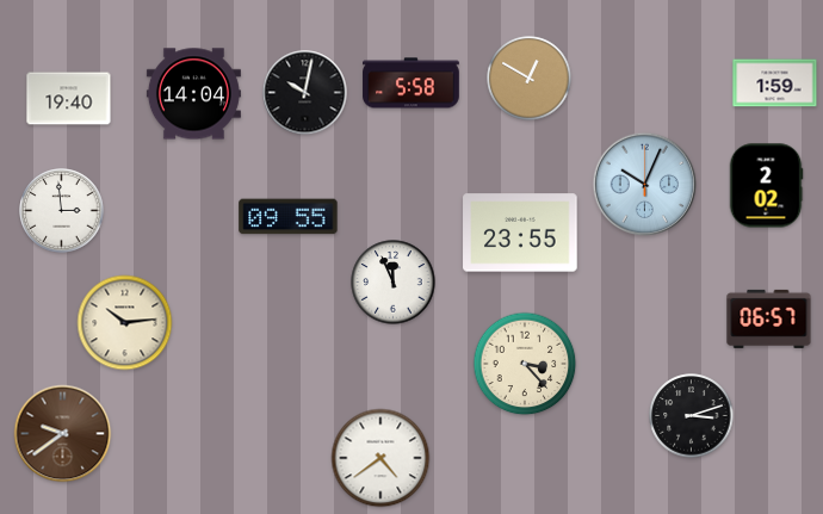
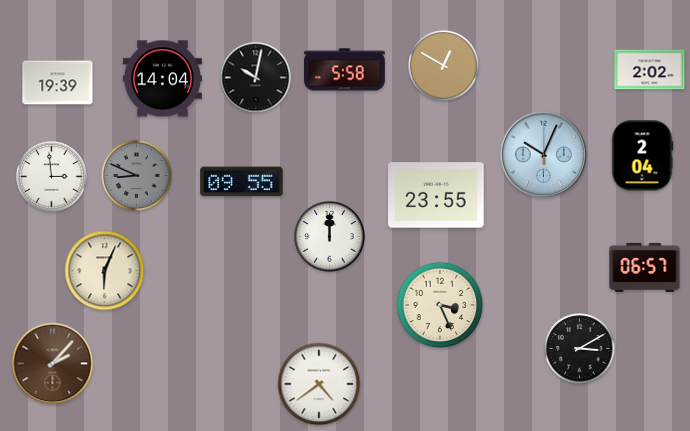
clock at (775, 83): 1:59 -> 2:02
clock at (69, 99): 19:40 -> 19:39
clock at (645, 185) position: (645, 185) -> (544, 155)
clock at (766, 186): 2:02 -> 2:04
clock at (137, 176): none -> 8:49
clock at (394, 283): 11:56 -> 12:00
clock at (125, 323): 10:14 -> 6:04
clock at (525, 364): 3:23 -> 3:26
clock at (692, 416): 3:12 -> 3:10
clock at (63, 434): 9:39 -> 2:07
